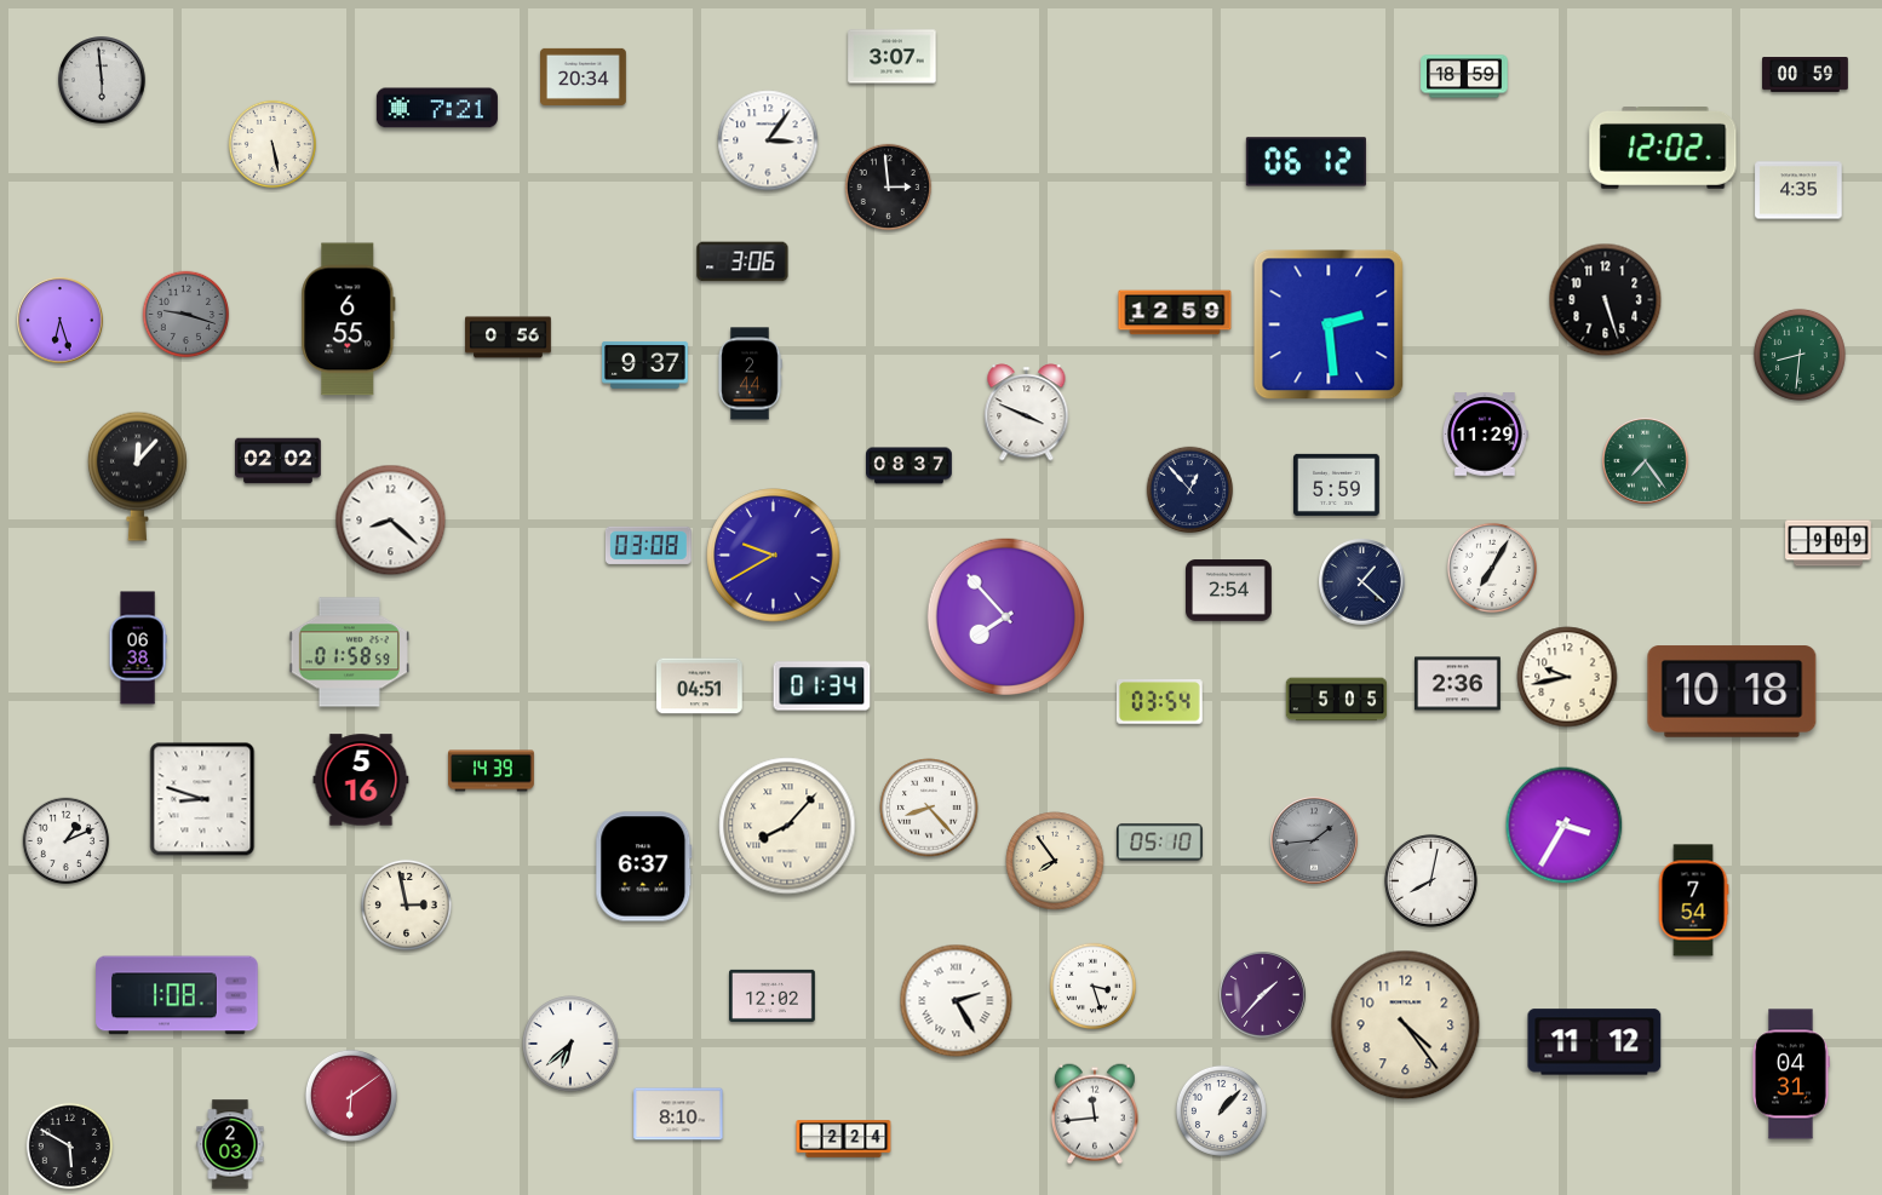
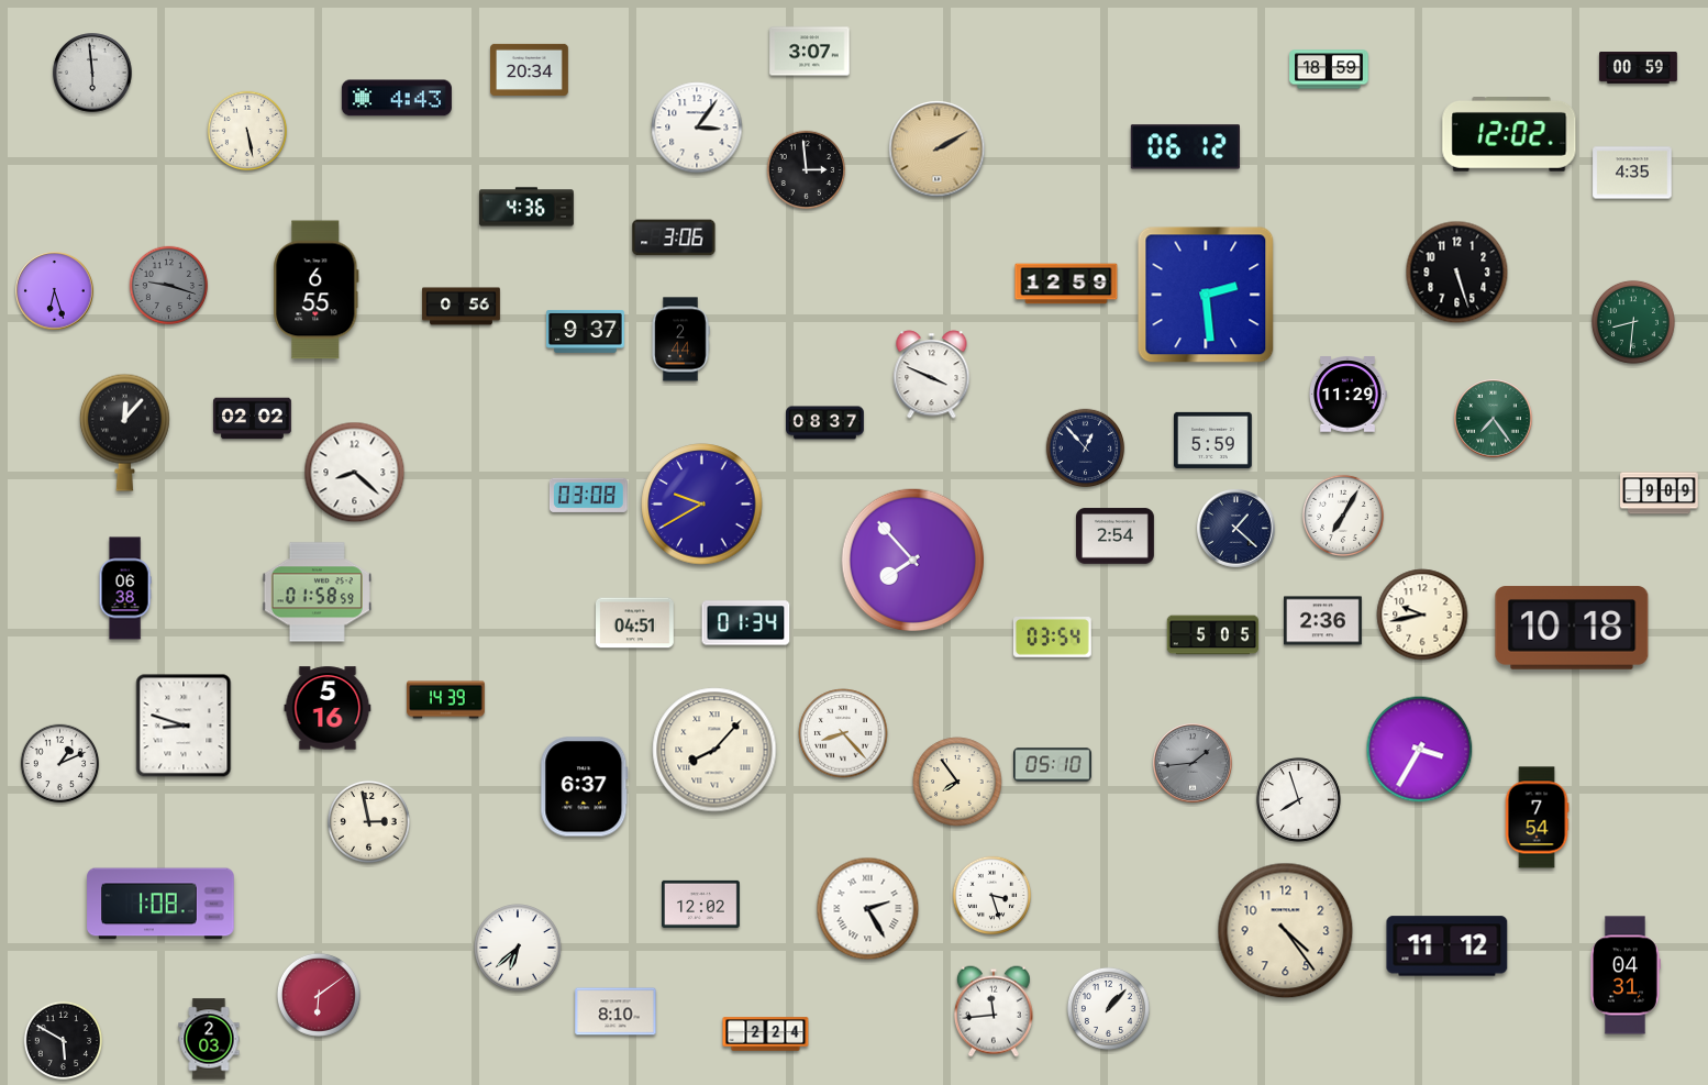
clock at (437, 108): 7:21 -> 4:43
clock at (938, 150): none -> 2:10
clock at (526, 207): none -> 4:36
clock at (1190, 490) position: (1190, 490) -> (1086, 449)
clock at (1492, 568) position: (1492, 568) -> (1343, 516)
clock at (1430, 880): 8:02 -> 7:57
clock at (1263, 995): 1:37 -> none
clock at (1406, 1025) position: (1406, 1025) -> (1286, 931)
